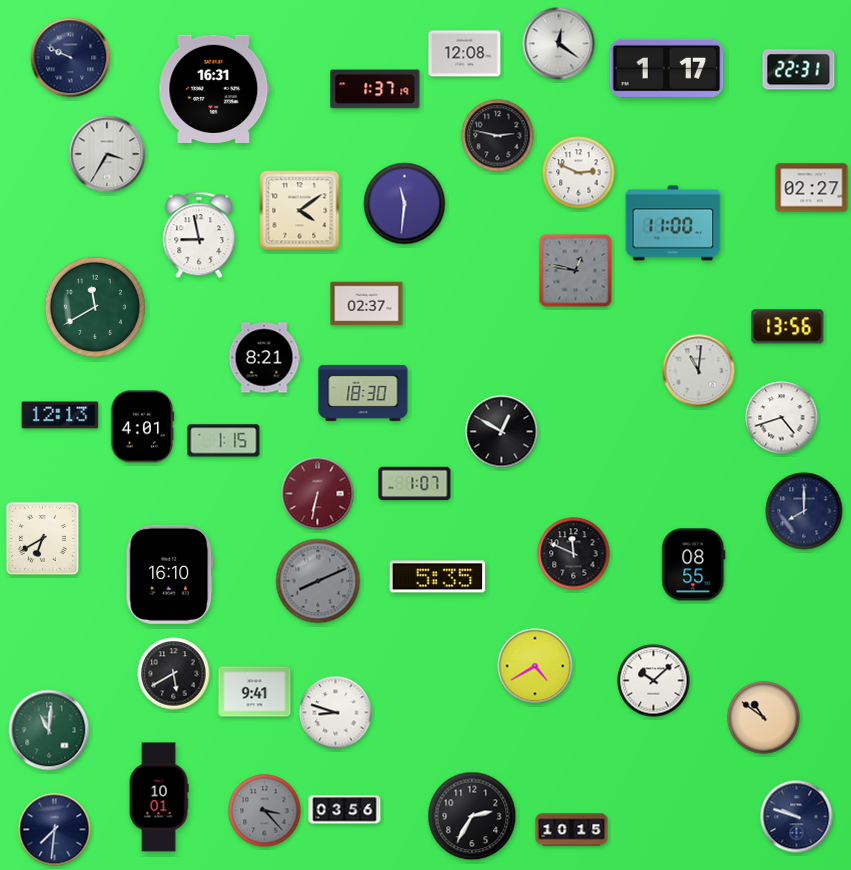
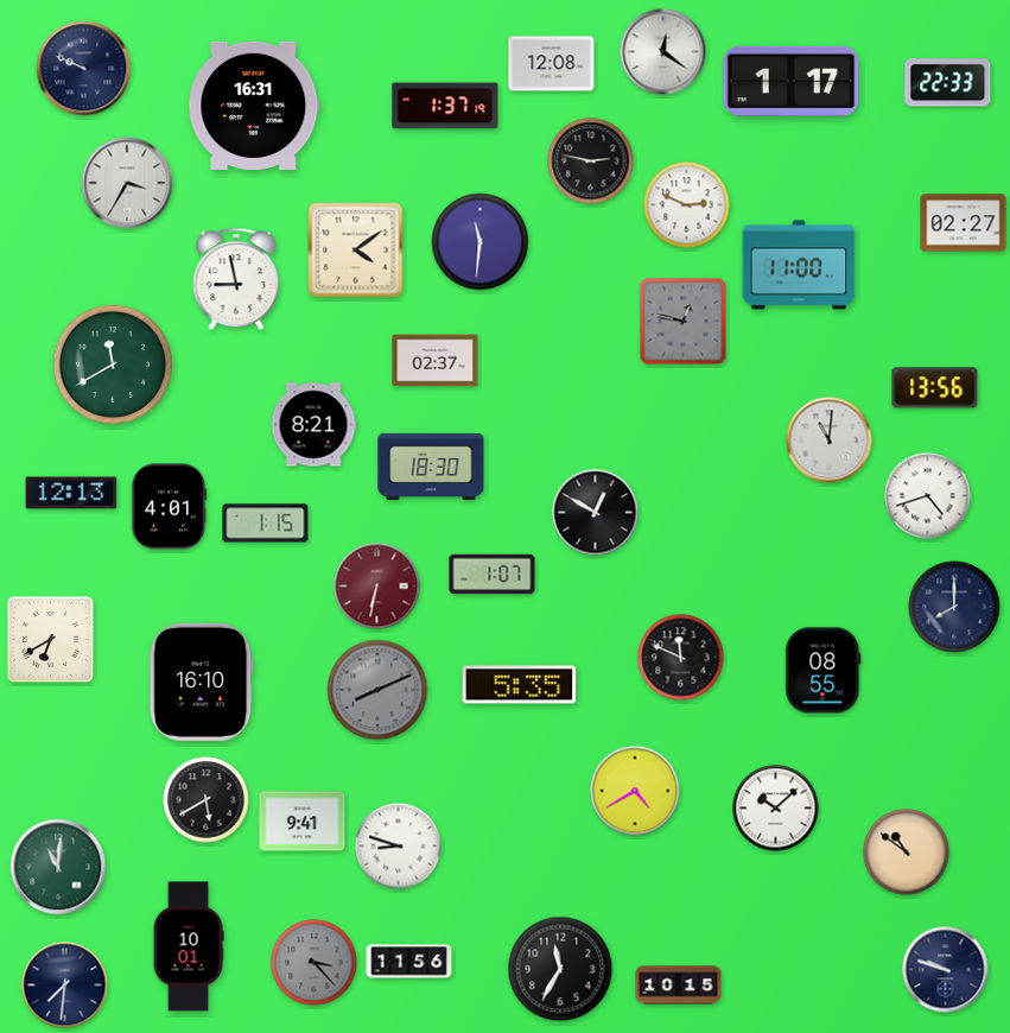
clock at (799, 70): 22:31 -> 22:33
clock at (345, 810): 03:56 -> 11:56
clock at (472, 816): 2:35 -> 11:35
